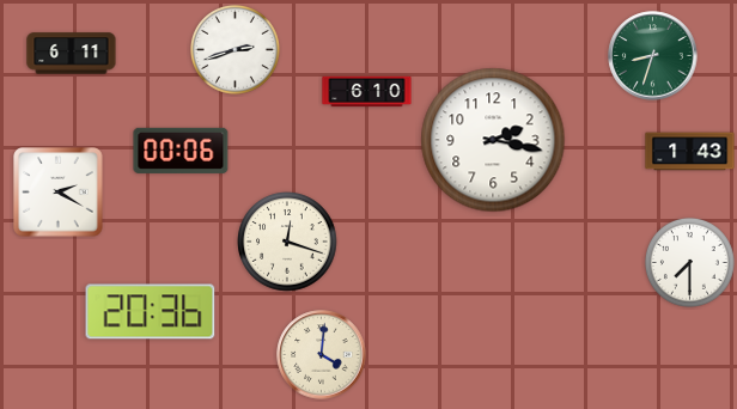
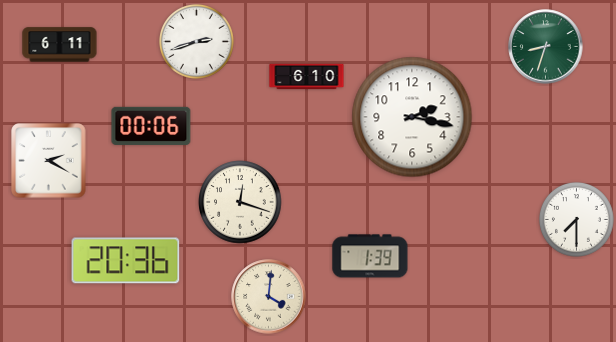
clock at (690, 152): 1:43 -> none
clock at (370, 256): none -> 1:39
